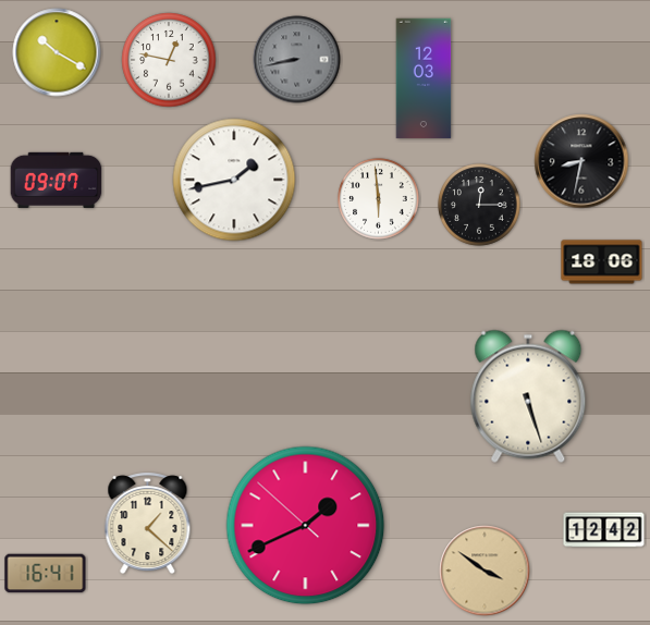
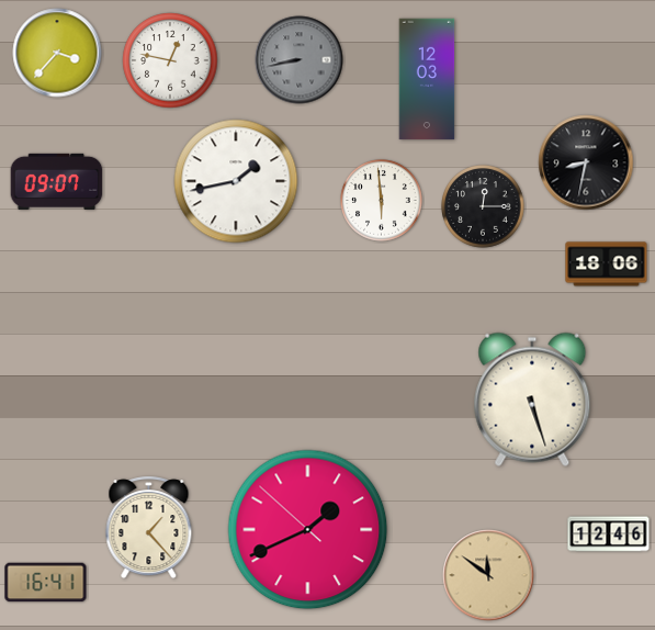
clock at (57, 52): 10:20 -> 3:37
clock at (148, 524): 1:22 -> 1:23
clock at (604, 530): 12:42 -> 12:46
clock at (485, 571): 3:51 -> 11:51
clock at (46, 574) position: (46, 574) -> (46, 583)
